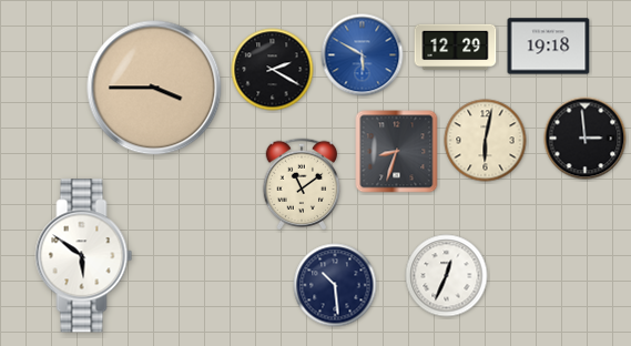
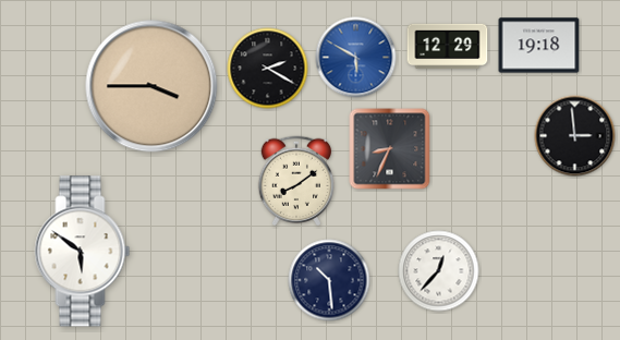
clock at (363, 55) position: (363, 55) -> (356, 58)
clock at (486, 141): 6:02 -> none
clock at (397, 152): 8:33 -> 8:34
clock at (302, 184): 11:09 -> 8:09
clock at (447, 276): 12:34 -> 12:37
